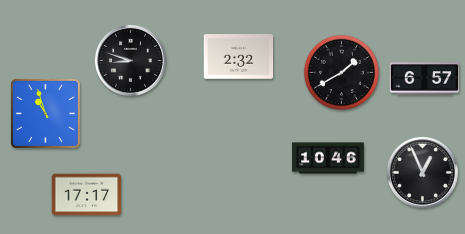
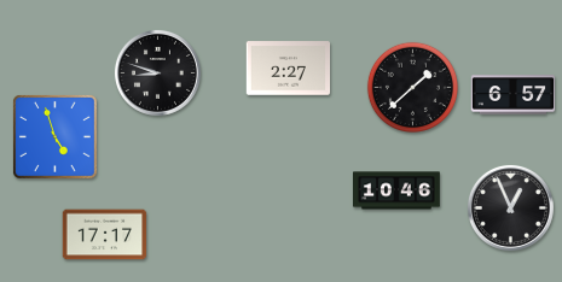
clock at (239, 57): 2:32 -> 2:27
clock at (341, 72): 1:40 -> 1:38
clock at (45, 113): 10:57 -> 4:57
